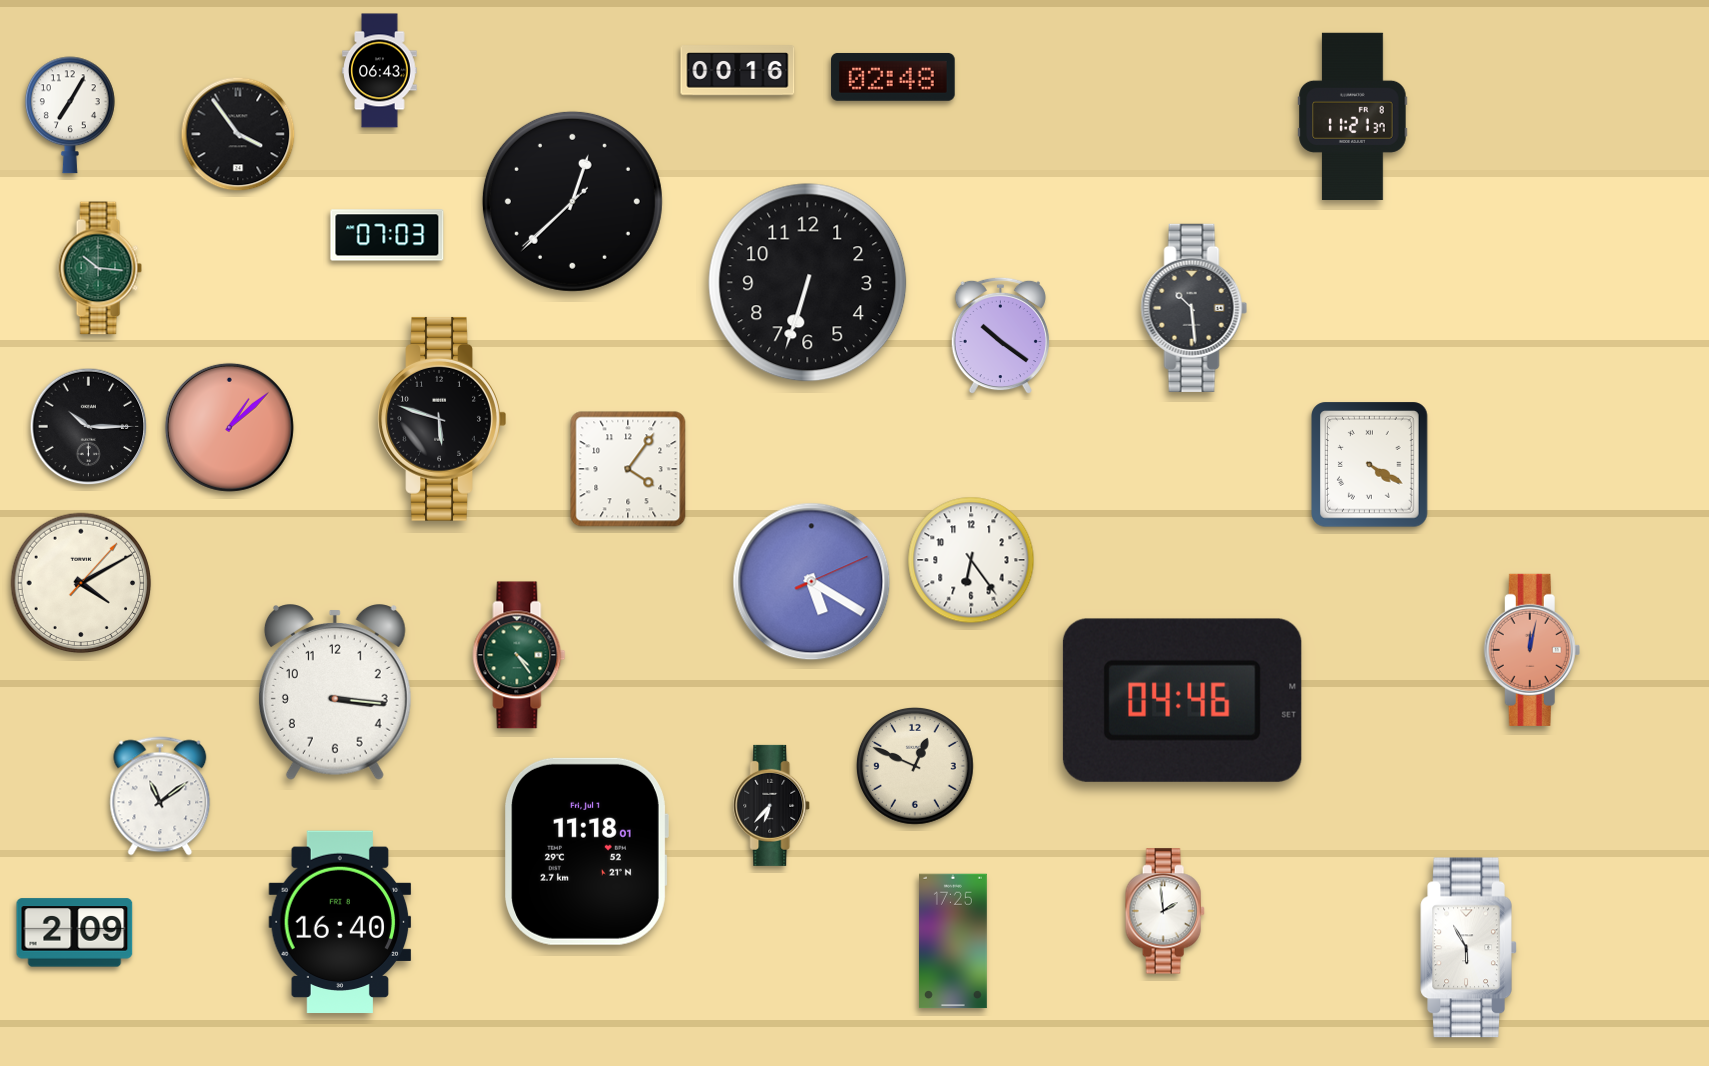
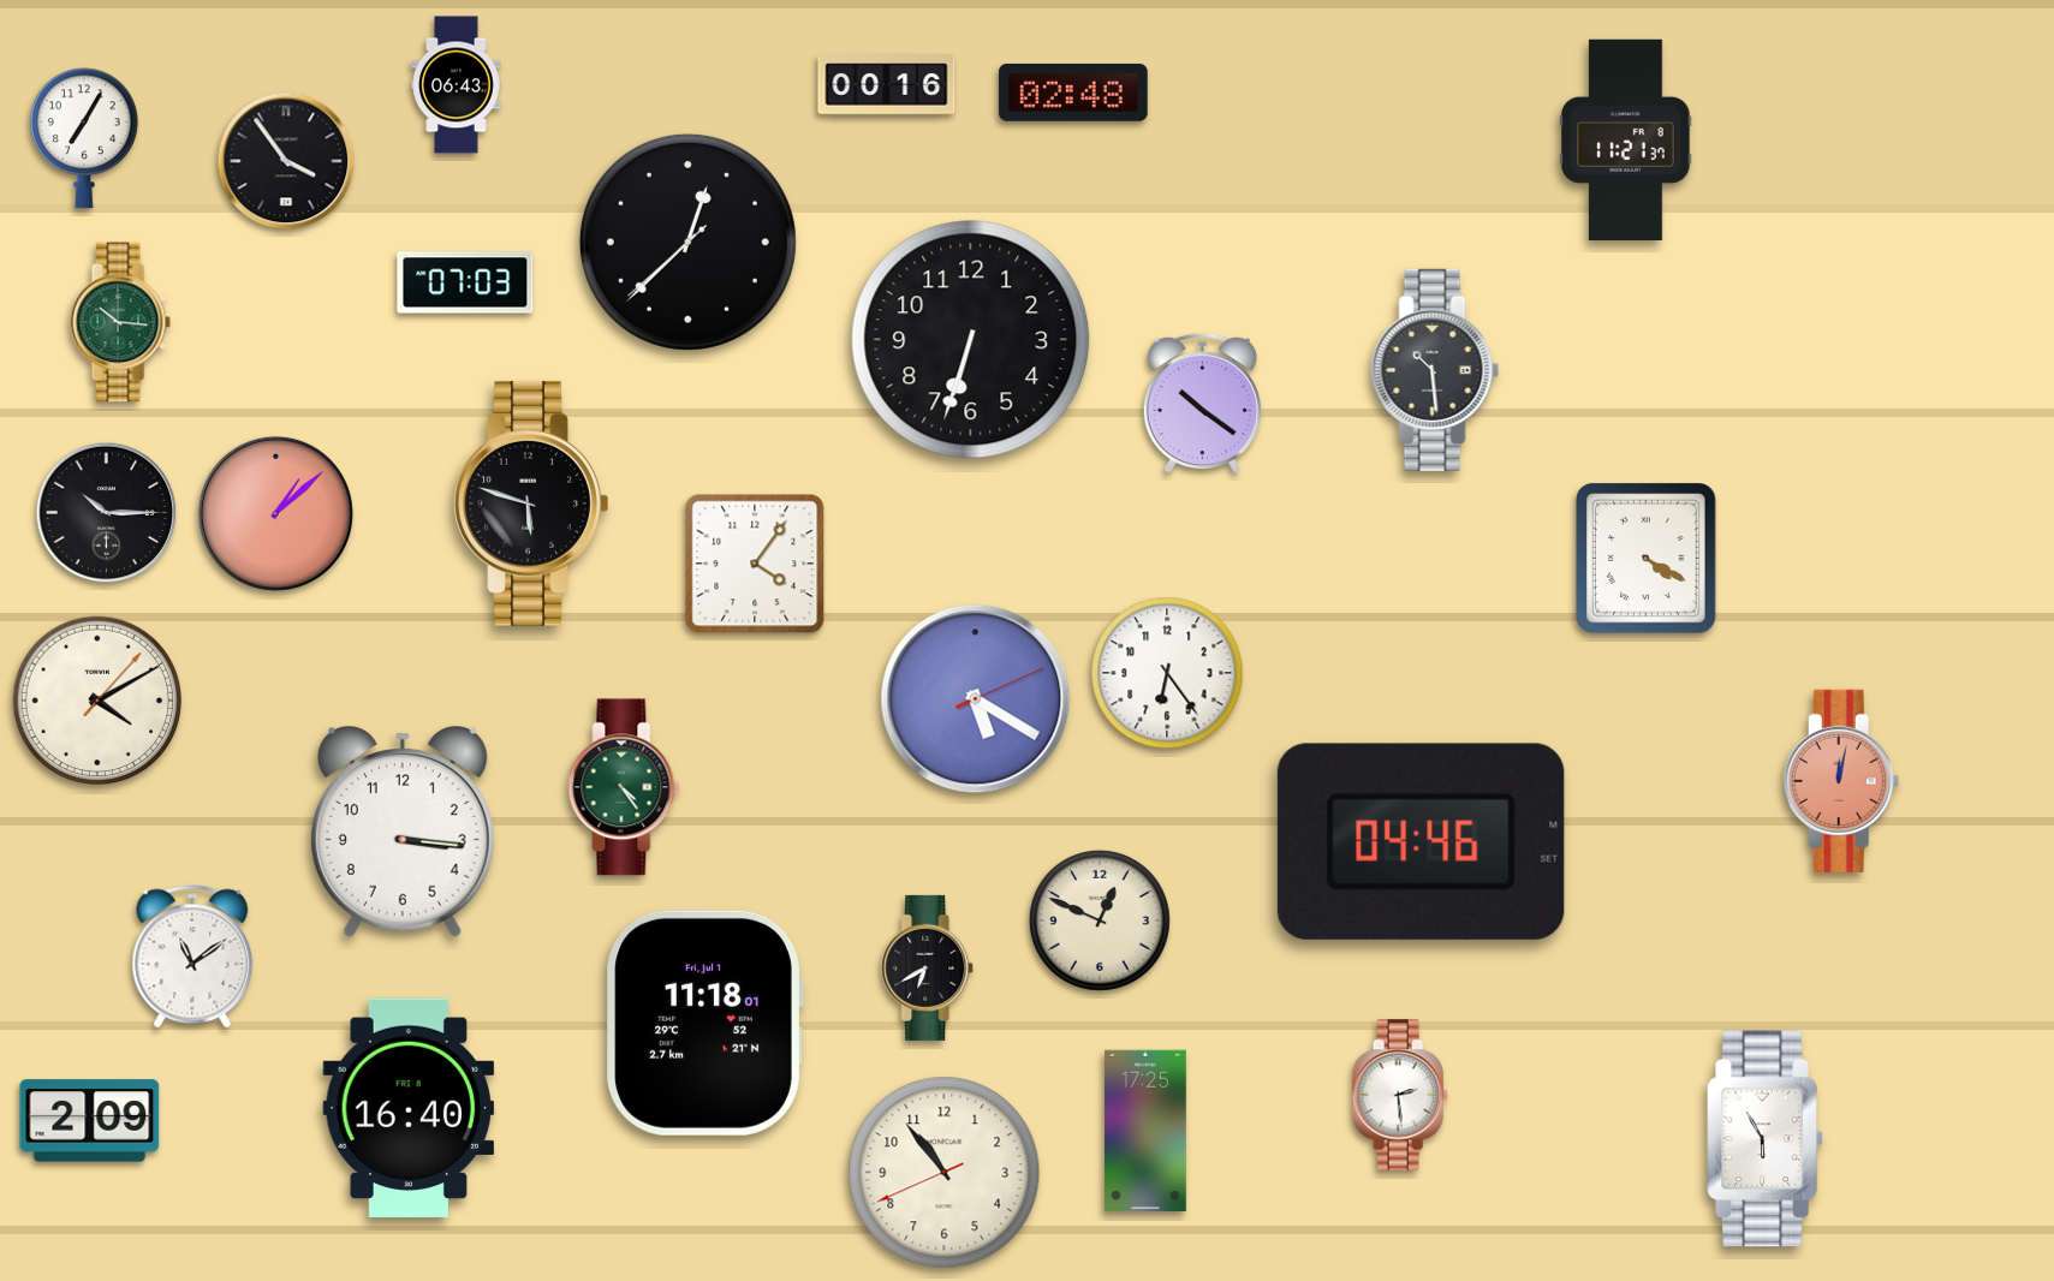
clock at (772, 805): 6:37 -> 6:40
clock at (1165, 911): 1:59 -> 2:29
clock at (945, 1173): none -> 10:53
